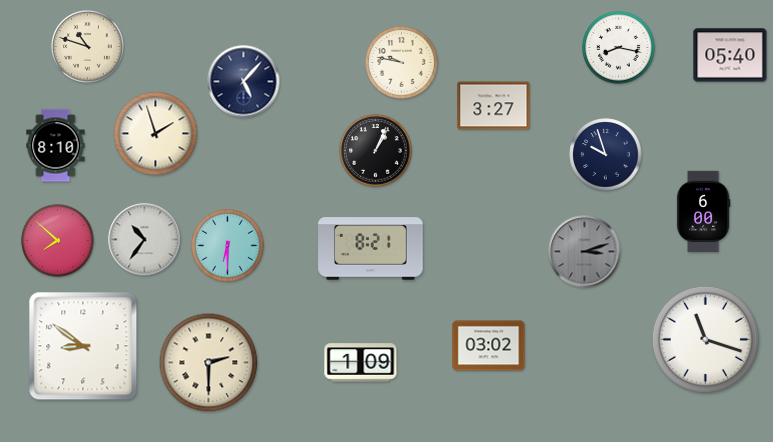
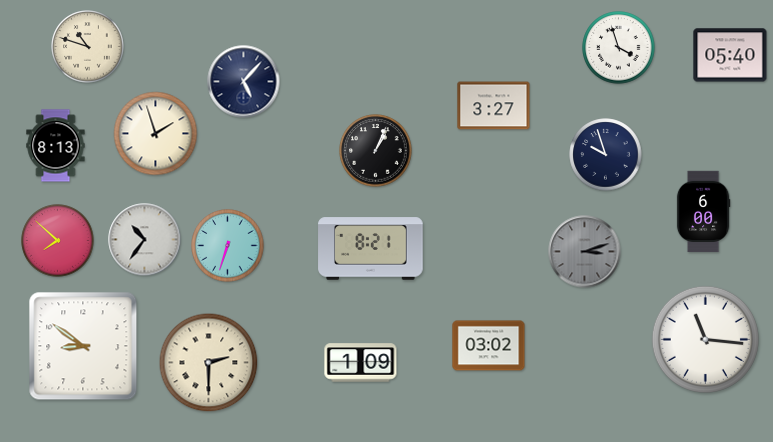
clock at (619, 48): 8:17 -> 3:57
clock at (402, 63): 9:47 -> none
clock at (56, 146): 8:10 -> 8:13
clock at (228, 246): 6:30 -> 6:33
clock at (705, 339): 11:18 -> 11:16
